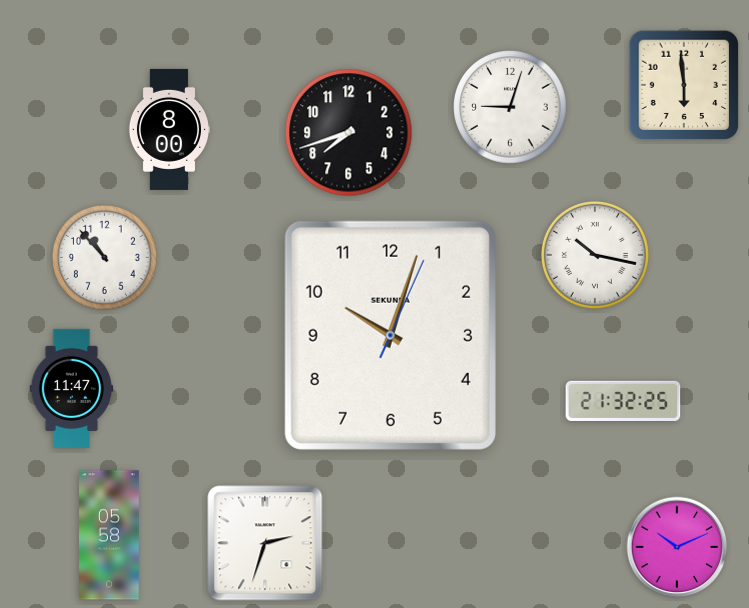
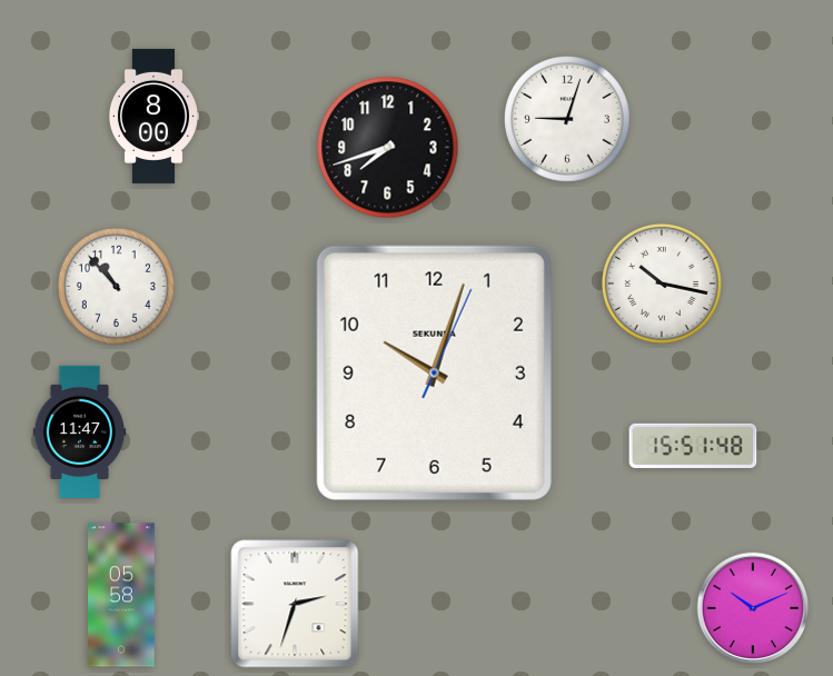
clock at (684, 85): 5:59 -> none
clock at (168, 129) position: (168, 129) -> (152, 116)
clock at (623, 401): 21:32 -> 15:51
